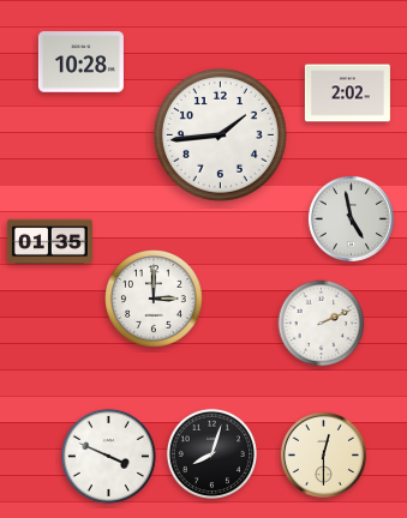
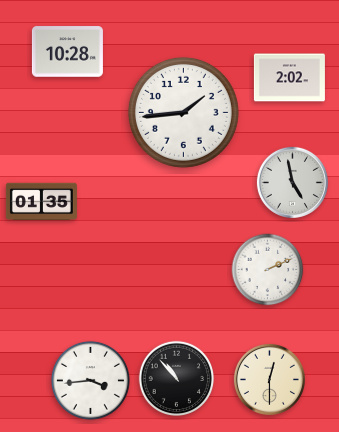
clock at (154, 299): 3:00 -> none
clock at (211, 453): 8:03 -> 10:53
clock at (108, 456): 3:49 -> 3:44
